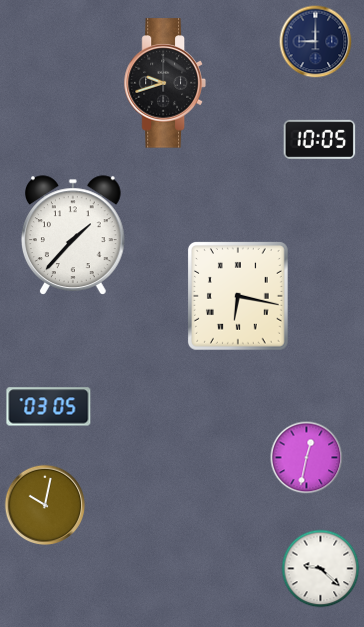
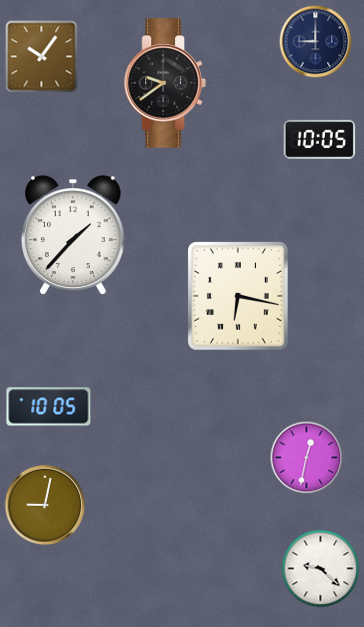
clock at (42, 57): none -> 10:06
clock at (165, 83): 9:42 -> 9:39
clock at (49, 407): 03:05 -> 10:05
clock at (45, 505): 10:02 -> 9:02
